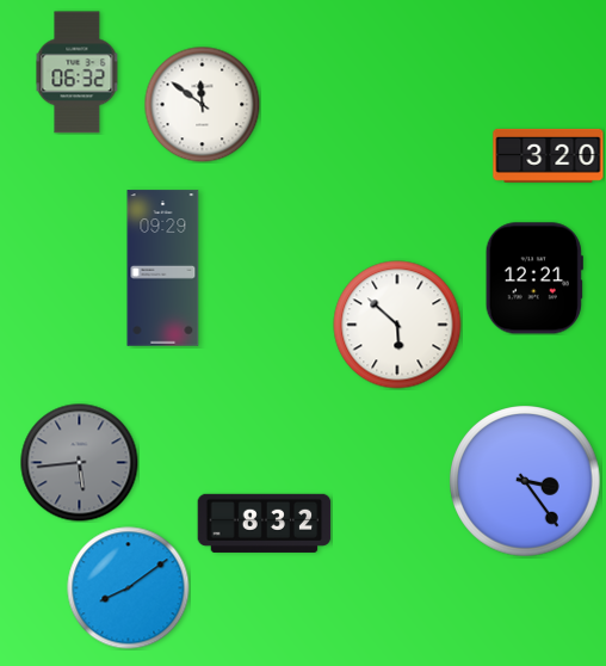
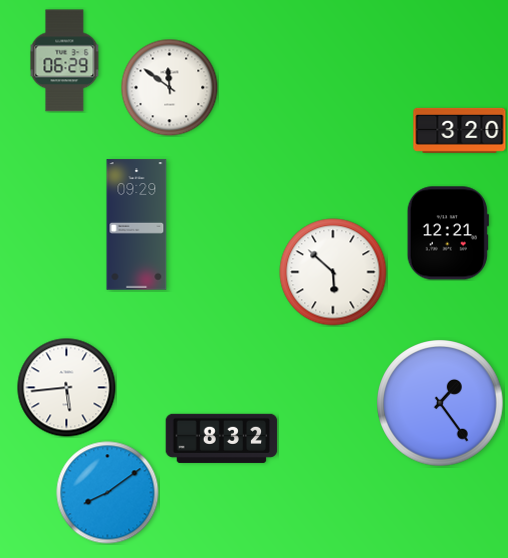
clock at (78, 73): 06:32 -> 06:29
clock at (80, 463) dial: grey -> white
clock at (525, 481): 3:24 -> 1:24
